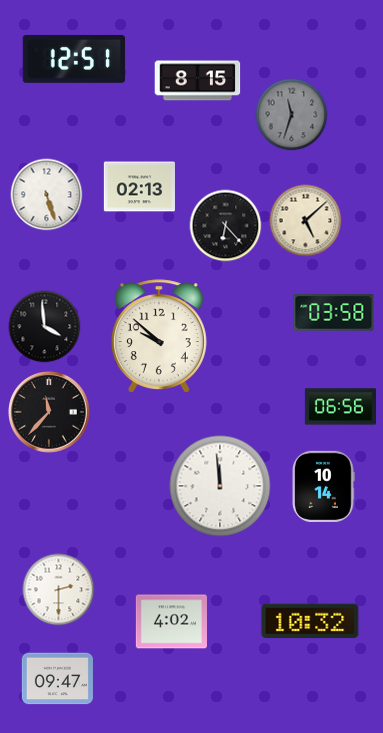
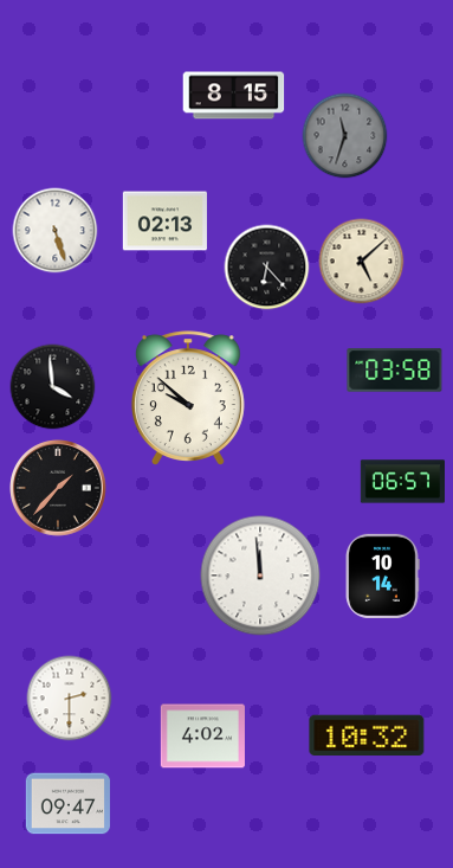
clock at (74, 59): 12:51 -> none
clock at (340, 407): 06:56 -> 06:57
clock at (49, 412): 11:37 -> 1:37
